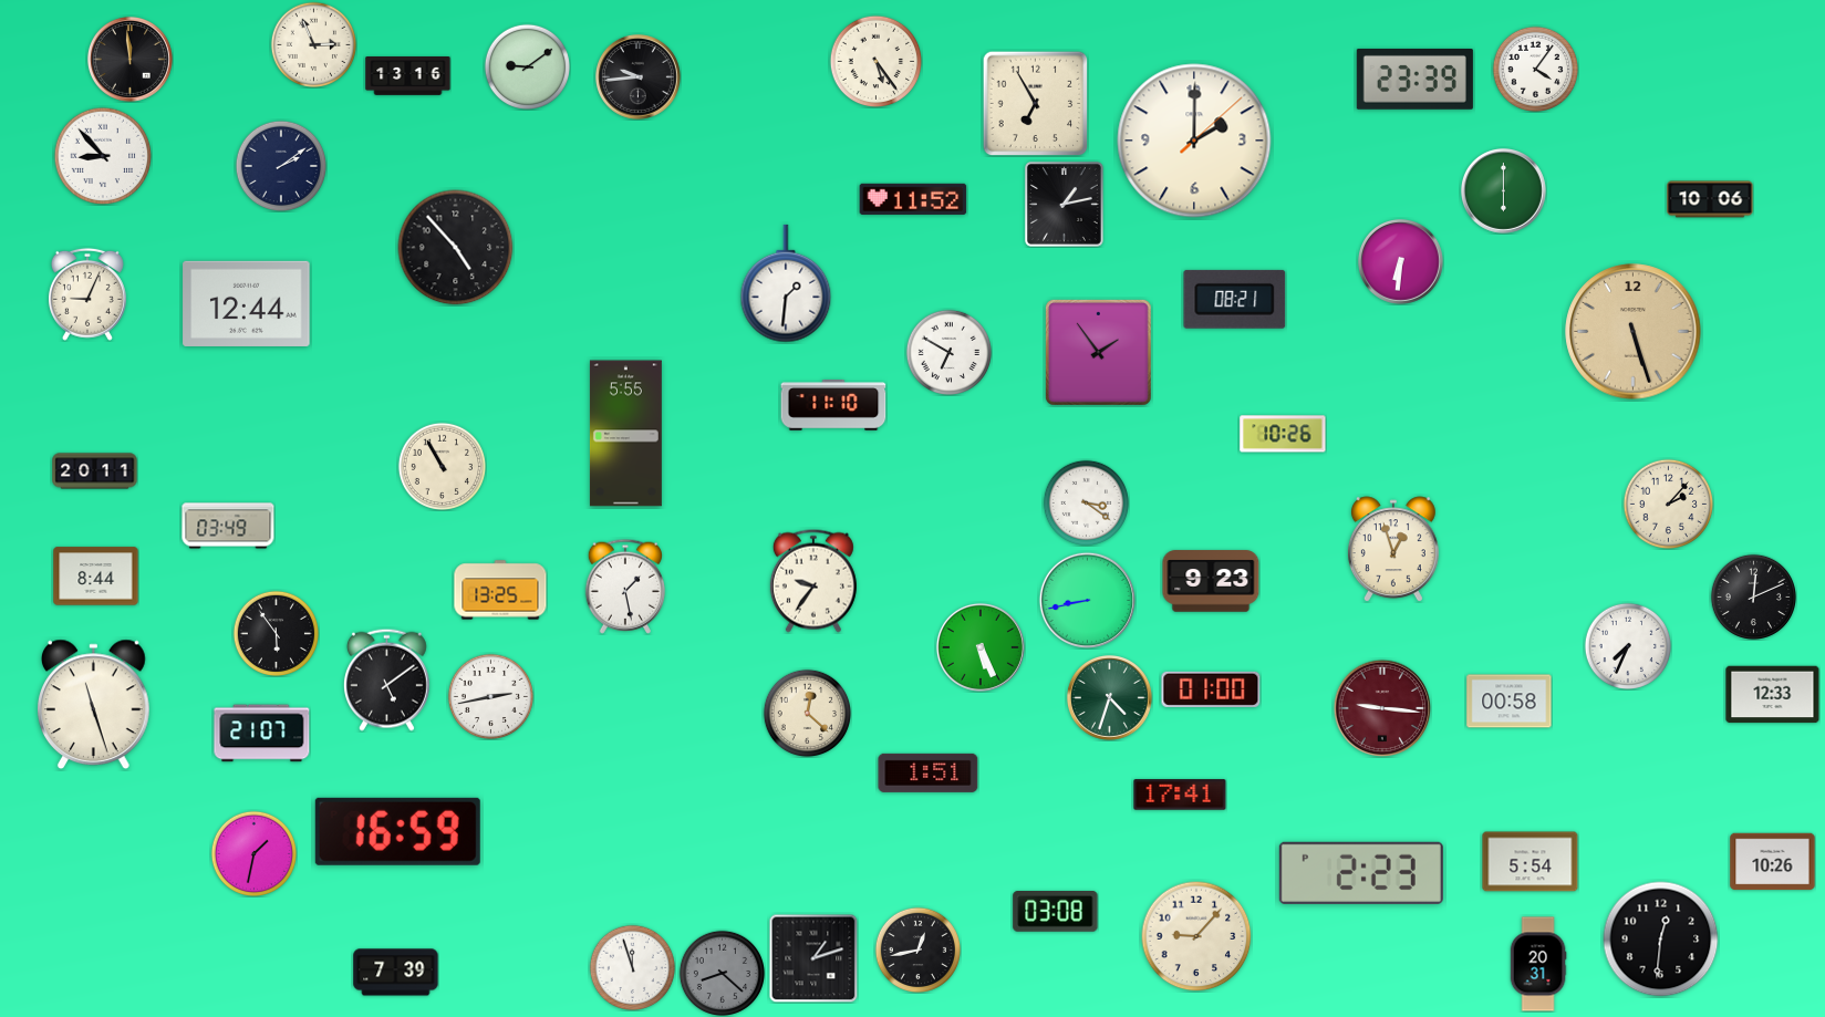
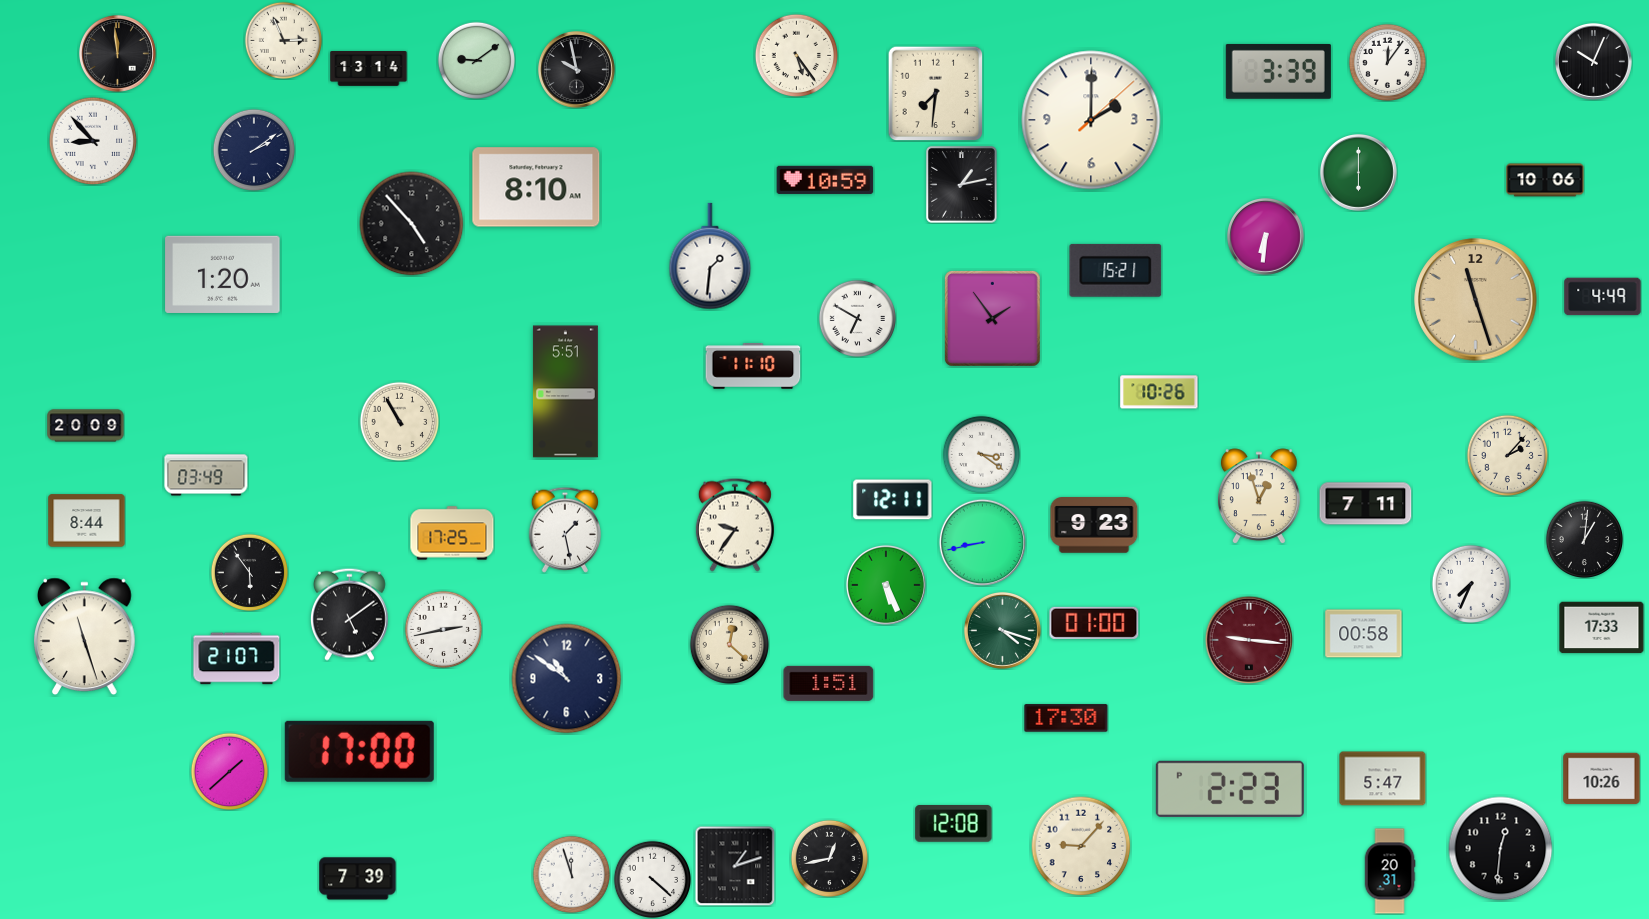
clock at (875, 61) position: (875, 61) -> (796, 55)
clock at (1593, 61): none -> 10:04
clock at (1535, 69): 4:06 -> 12:06
clock at (408, 76): 13:16 -> 13:14
clock at (637, 76): 9:44 -> 9:58
clock at (1414, 79): 23:39 -> 3:39
clock at (1035, 103): 6:55 -> 7:31
clock at (1194, 141) position: (1194, 141) -> (1091, 120)
clock at (913, 199): 11:52 -> 10:59
clock at (536, 187): none -> 8:10
clock at (87, 294): 9:04 -> none
clock at (1235, 299): 08:21 -> 15:21
clock at (247, 303): 12:44 -> 1:20
clock at (1603, 297): none -> 4:49
clock at (1634, 332): 5:27 -> 11:27
clock at (625, 434): 5:55 -> 5:51
clock at (95, 471): 20:11 -> 20:09
clock at (893, 500): none -> 12:11
clock at (1366, 504): none -> 7:11
clock at (500, 590): 13:25 -> 17:25
clock at (1753, 596): 12:11 -> 1:01
clock at (1773, 695): 12:33 -> 17:33
clock at (1109, 697): 4:33 -> 4:18
clock at (262, 734) position: (262, 734) -> (237, 659)
clock at (567, 679): none -> 10:51
clock at (929, 772) position: (929, 772) -> (829, 683)
clock at (1180, 795): 17:41 -> 17:30
clock at (397, 831): 16:59 -> 17:00
clock at (253, 853): 1:32 -> 1:38
clock at (1531, 862): 5:54 -> 5:47
clock at (1056, 912): 03:08 -> 12:08
clock at (722, 973): 8:22 -> 4:22
clock at (722, 973) dial: grey -> white
